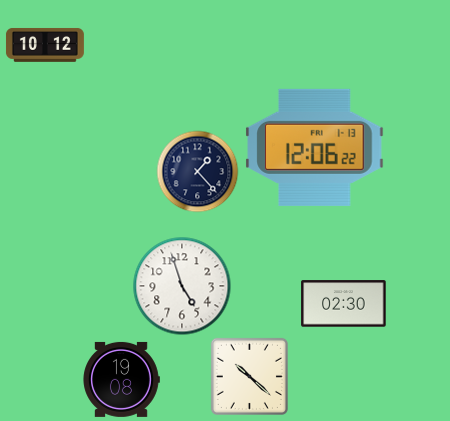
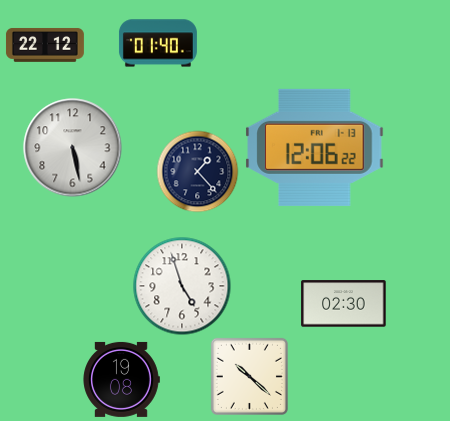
clock at (158, 43): none -> 01:40
clock at (45, 45): 10:12 -> 22:12
clock at (73, 148): none -> 5:28
